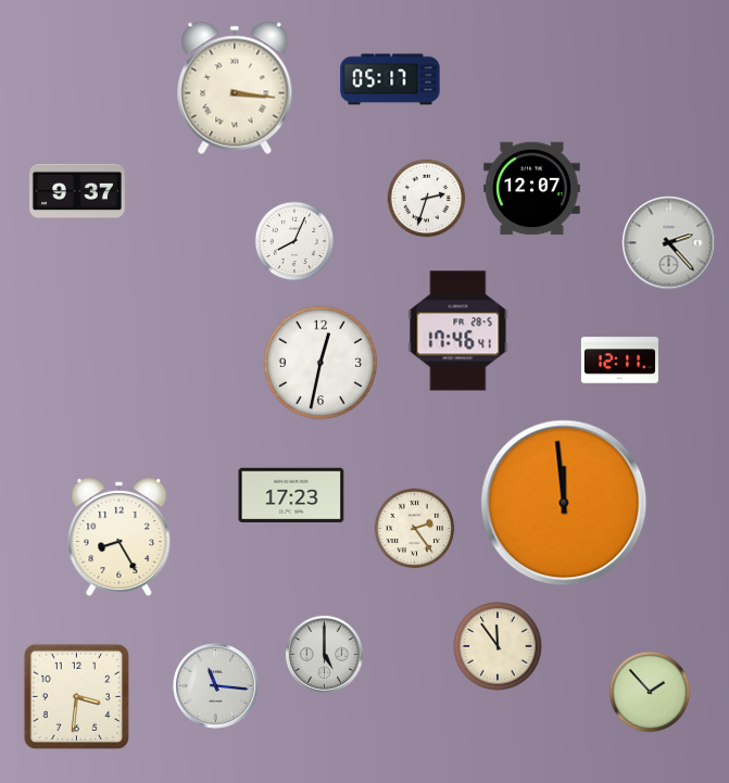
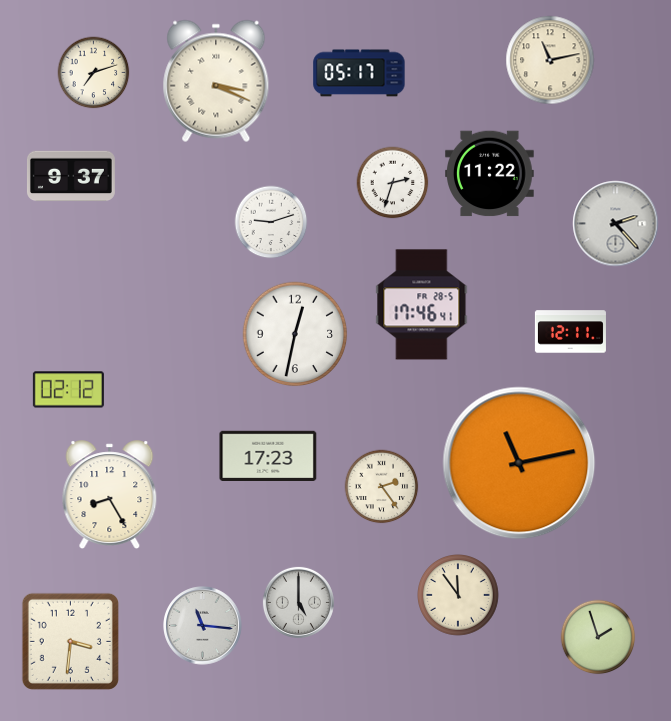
clock at (550, 60): none -> 11:13
clock at (94, 73): none -> 7:12
clock at (235, 88): 3:16 -> 3:19
clock at (532, 189): 12:07 -> 11:22
clock at (294, 241): 8:04 -> 9:12
clock at (68, 390): none -> 02:12
clock at (564, 503): 11:59 -> 11:13
clock at (216, 686) position: (216, 686) -> (203, 626)
clock at (650, 692): 1:53 -> 1:57
